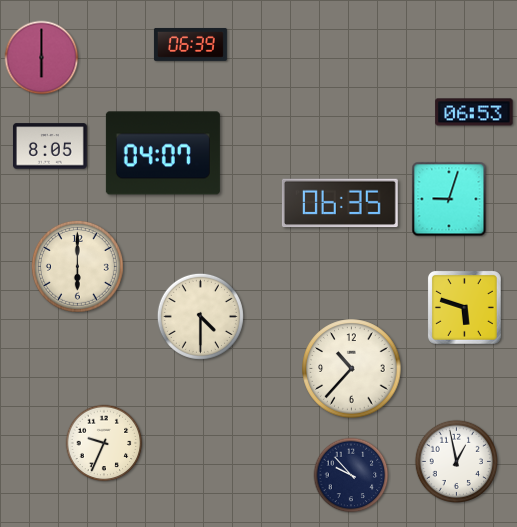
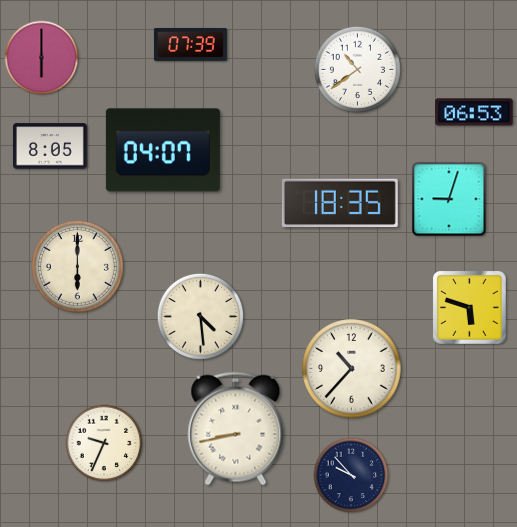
clock at (190, 44): 06:39 -> 07:39
clock at (357, 69): none -> 10:39
clock at (163, 153) position: (163, 153) -> (163, 150)
clock at (340, 203): 06:35 -> 18:35
clock at (464, 307) position: (464, 307) -> (469, 307)
clock at (200, 316): 4:30 -> 4:29
clock at (236, 429): none -> 8:43
clock at (457, 462): 12:58 -> none
